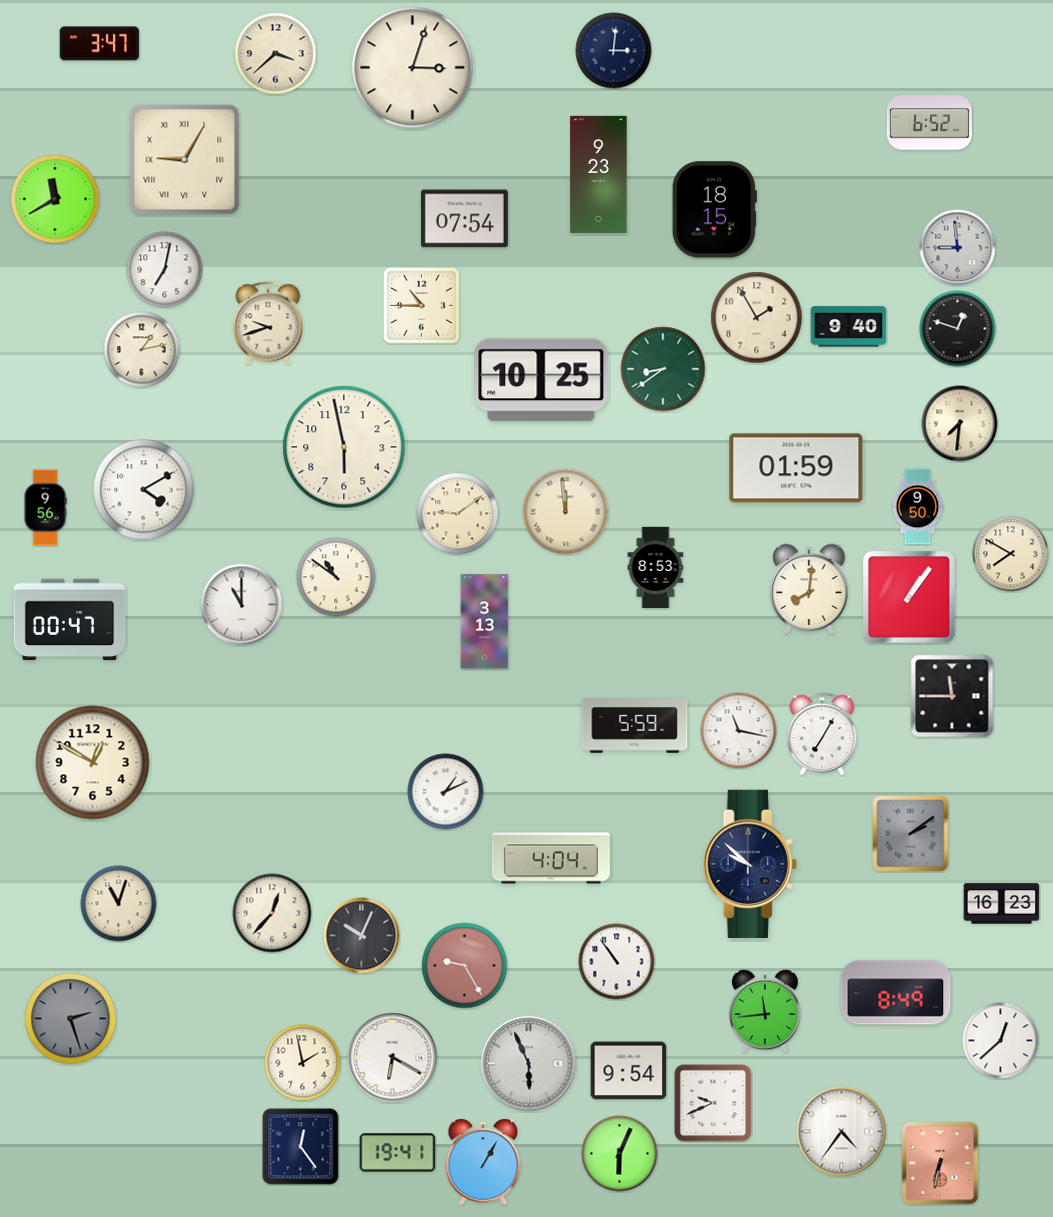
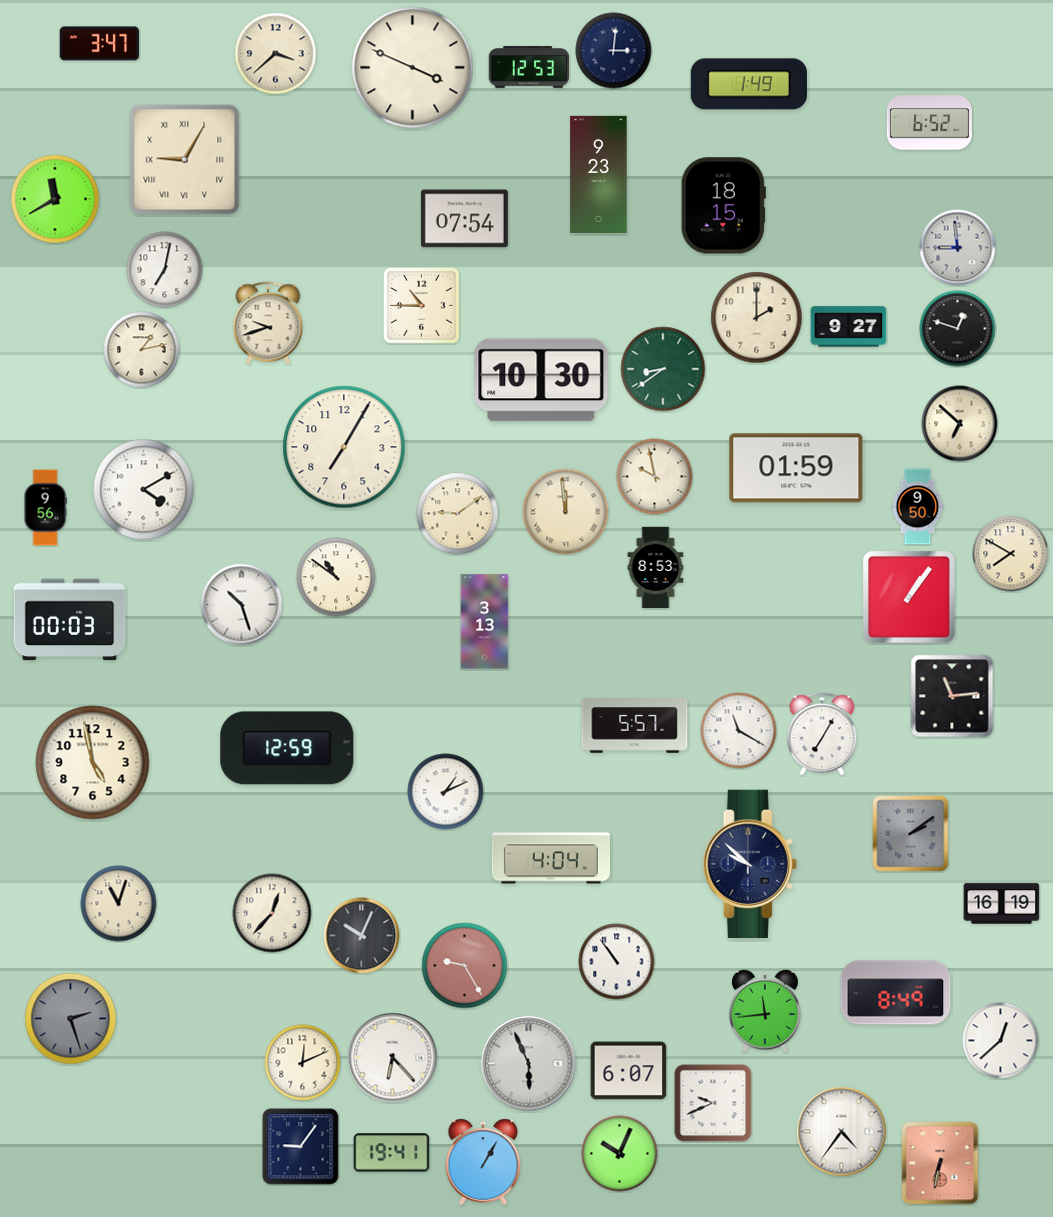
clock at (529, 67): none -> 12:53
clock at (413, 68): 3:03 -> 3:49
clock at (749, 84): none -> 1:49
clock at (714, 210) position: (714, 210) -> (723, 206)
clock at (757, 318): 1:55 -> 2:00
clock at (849, 327): 9:40 -> 9:27
clock at (541, 380): 10:25 -> 10:30
clock at (960, 424): 7:31 -> 6:52
clock at (344, 447): 5:58 -> 7:05
clock at (655, 477): none -> 9:58
clock at (809, 589): 8:01 -> none
clock at (242, 605): 11:00 -> 10:27
clock at (70, 620): 00:47 -> 00:03
clock at (952, 696): 11:45 -> 11:14
clock at (635, 726): 5:59 -> 5:57
clock at (739, 731): 11:17 -> 11:20
clock at (287, 748): none -> 12:59
clock at (93, 763): 12:50 -> 4:58
clock at (1002, 904): 16:23 -> 16:19
clock at (393, 1058): 6:20 -> 6:23
clock at (303, 1063): 1:58 -> 12:11
clock at (629, 1071): 9:54 -> 6:07
clock at (301, 1147): 12:24 -> 9:06
clock at (398, 1153) position: (398, 1153) -> (392, 1153)
clock at (620, 1154): 6:04 -> 10:04
